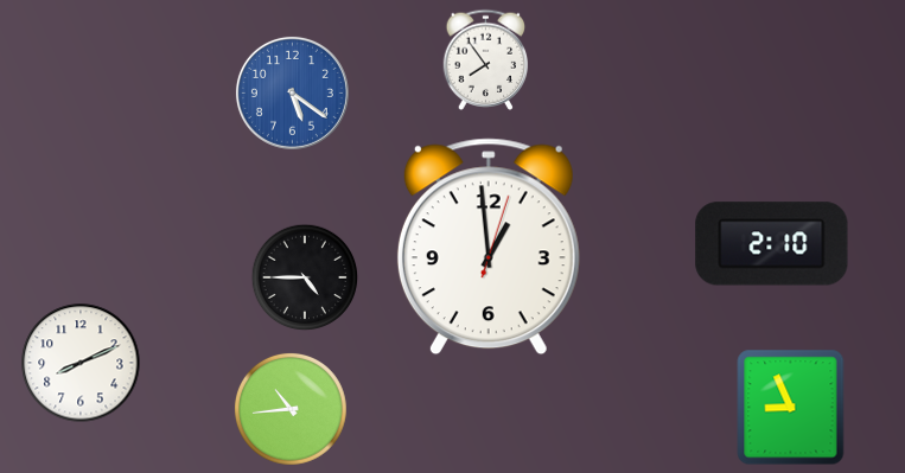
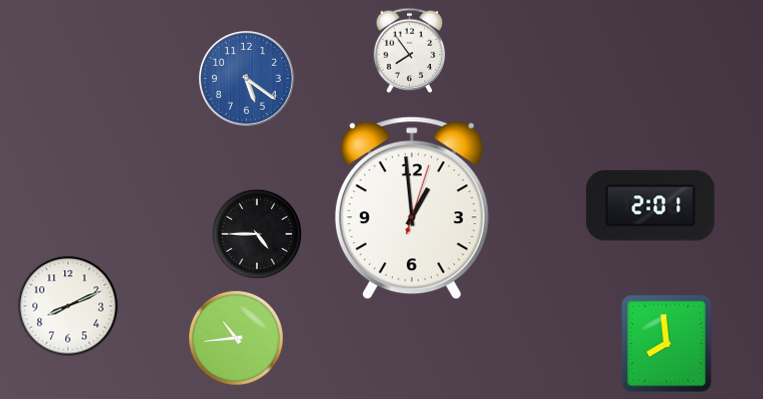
clock at (772, 244): 2:10 -> 2:01
clock at (791, 408): 8:56 -> 7:59
clock at (291, 409) position: (291, 409) -> (236, 338)
